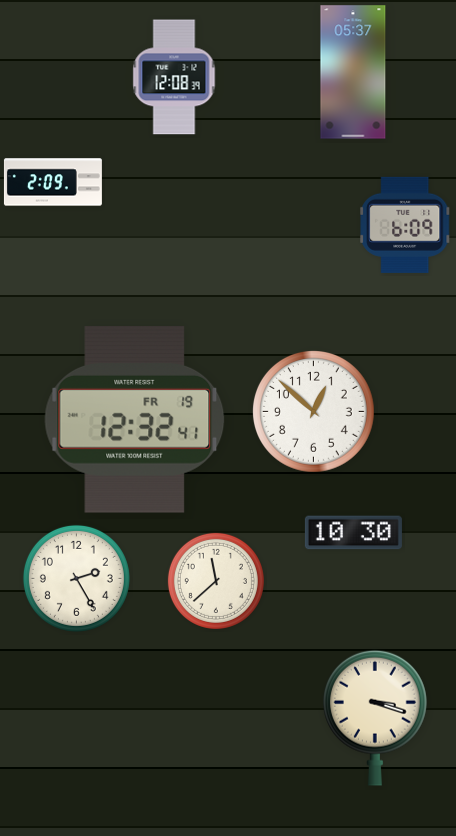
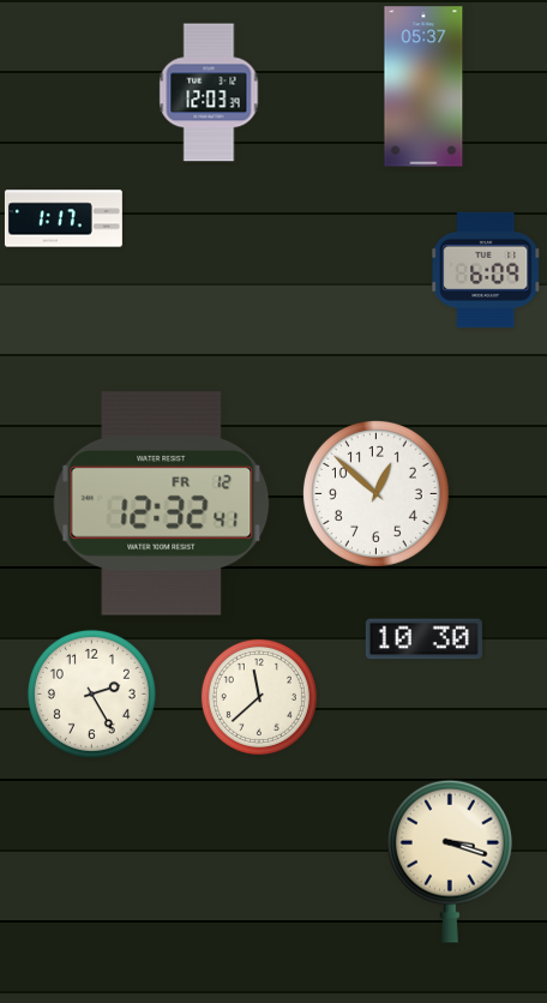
clock at (174, 77): 12:08 -> 12:03
clock at (53, 182): 2:09 -> 1:17
clock at (135, 420) date: FR 19 -> FR 12
